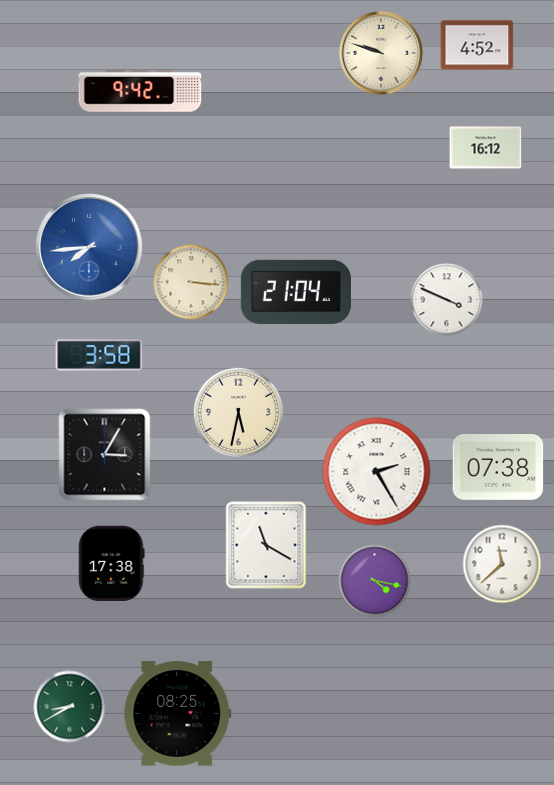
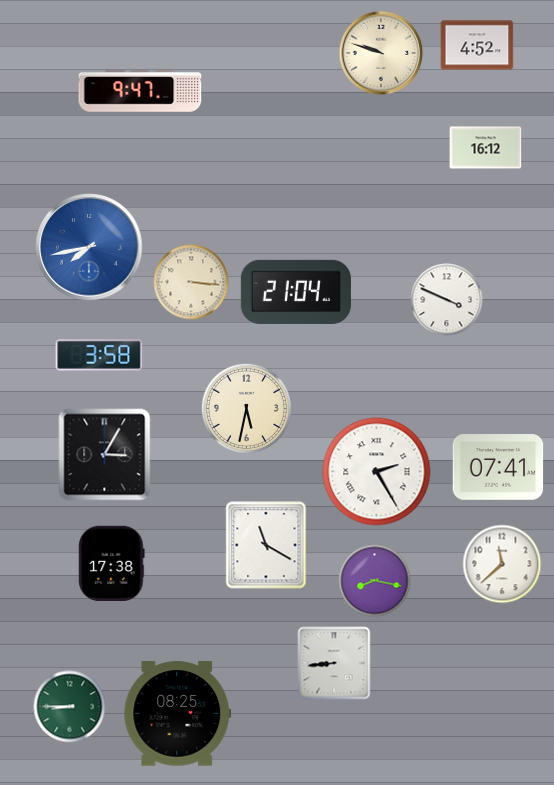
clock at (140, 91): 9:42 -> 9:47
clock at (89, 247): 7:44 -> 7:43
clock at (238, 412) position: (238, 412) -> (246, 408)
clock at (498, 468): 07:38 -> 07:41
clock at (375, 581): 4:17 -> 8:17
clock at (334, 663): none -> 8:44
clock at (70, 707): 8:40 -> 8:45
